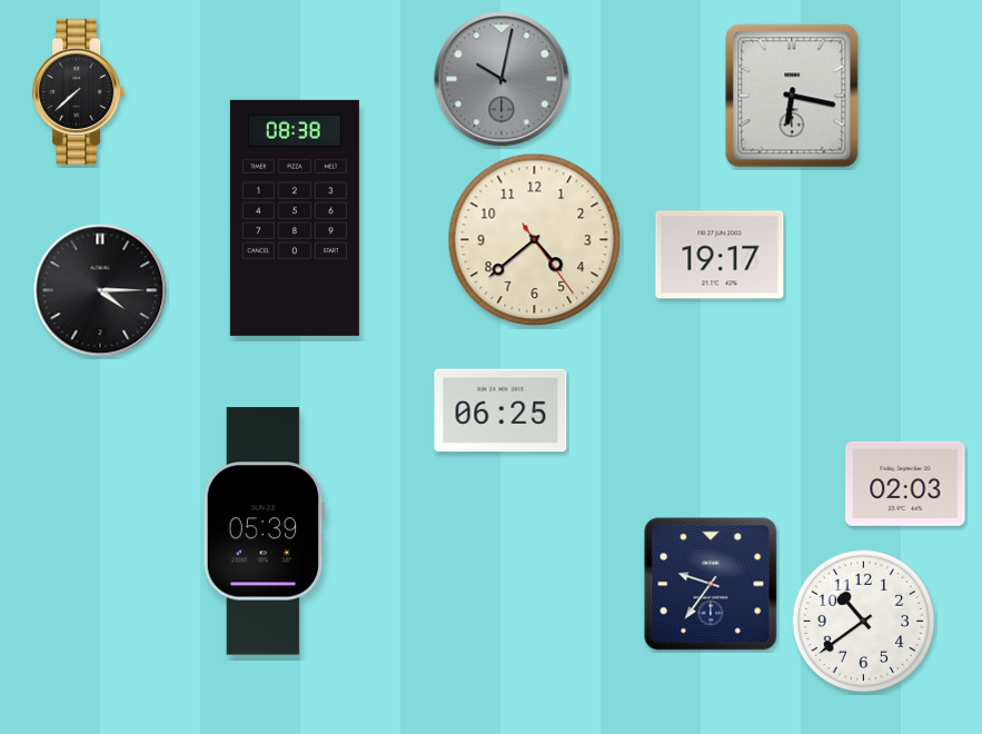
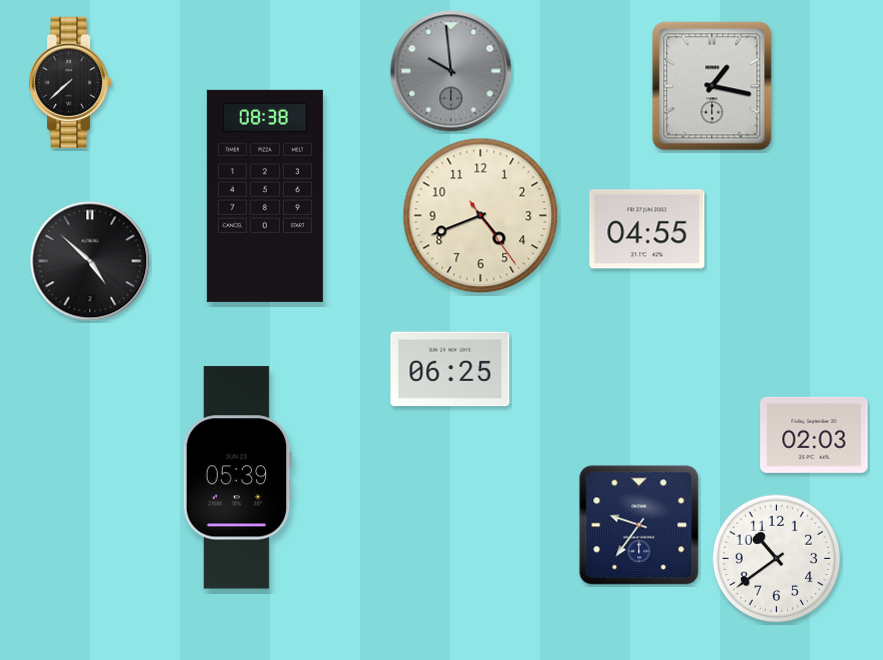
clock at (502, 79): 10:02 -> 9:59
clock at (792, 96): 6:17 -> 1:17
clock at (535, 240): 4:38 -> 4:41
clock at (720, 255): 19:17 -> 04:55
clock at (100, 290): 4:15 -> 4:52
